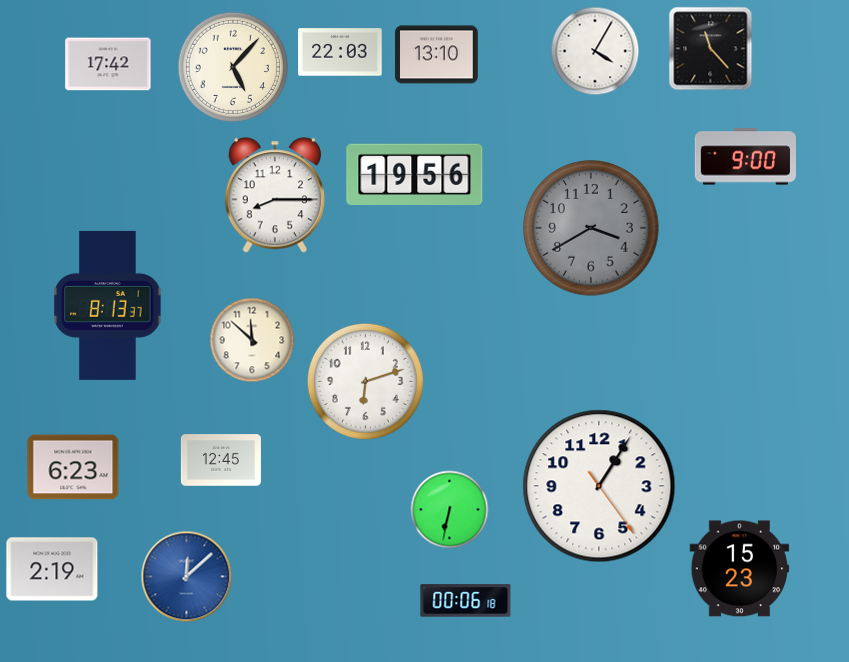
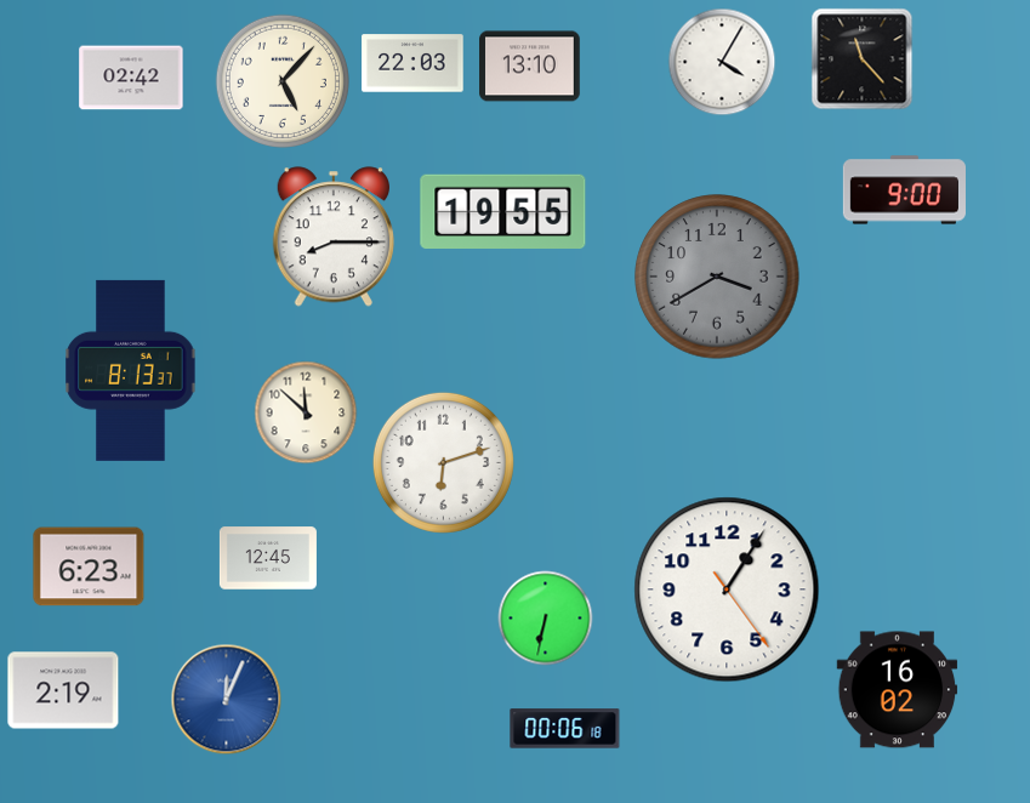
clock at (108, 64): 17:42 -> 02:42
clock at (415, 175): 19:56 -> 19:55
clock at (740, 569): 15:23 -> 16:02
clock at (187, 577): 12:08 -> 12:04
